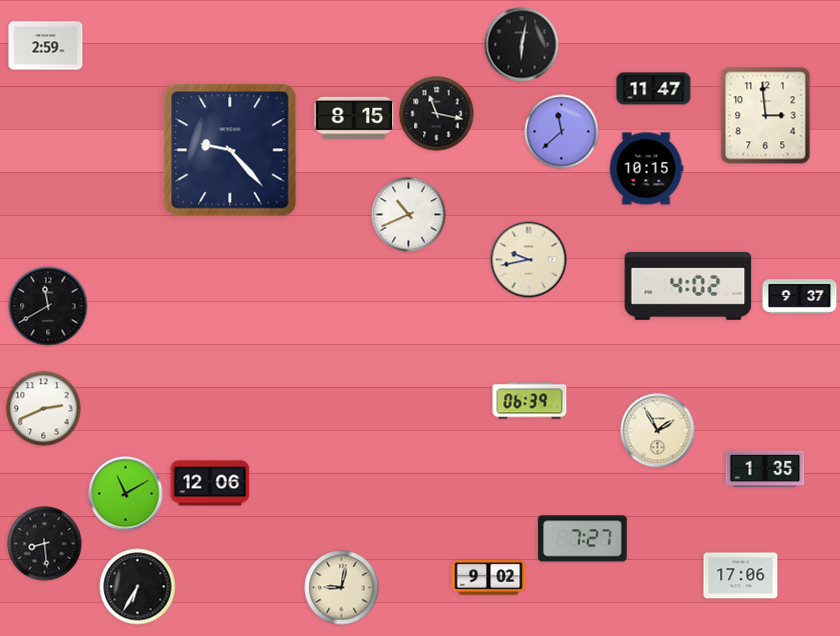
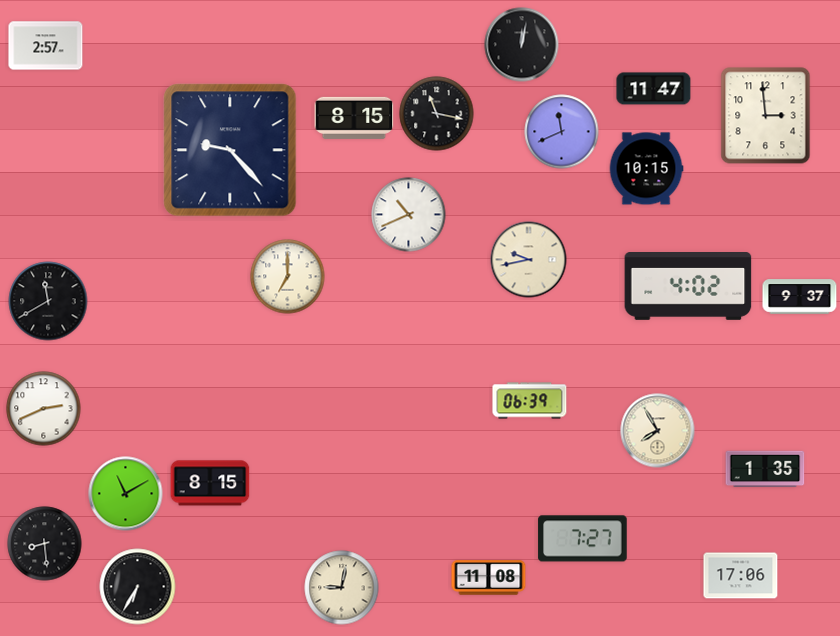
clock at (522, 45): 6:02 -> 12:02
clock at (46, 46): 2:59 -> 2:57
clock at (562, 132): 11:38 -> 11:41
clock at (288, 277): none -> 7:00
clock at (48, 306) position: (48, 306) -> (48, 301)
clock at (658, 431): 1:55 -> 7:55
clock at (210, 483): 12:06 -> 8:15
clock at (489, 578): 9:02 -> 11:08
